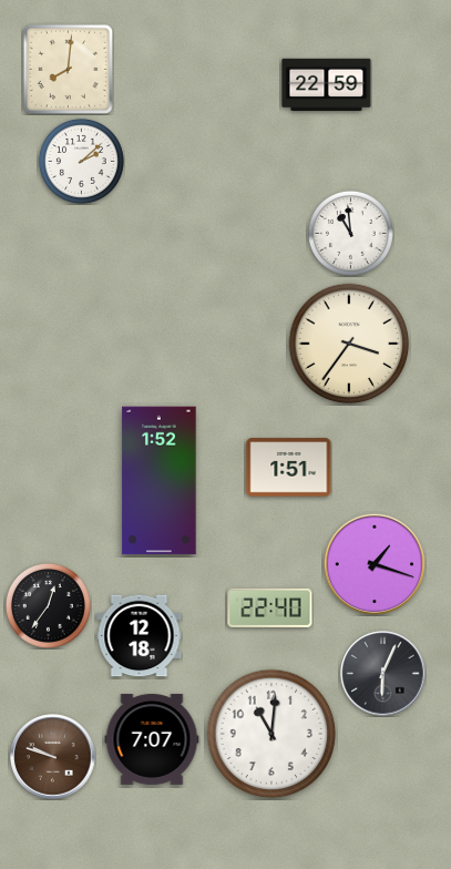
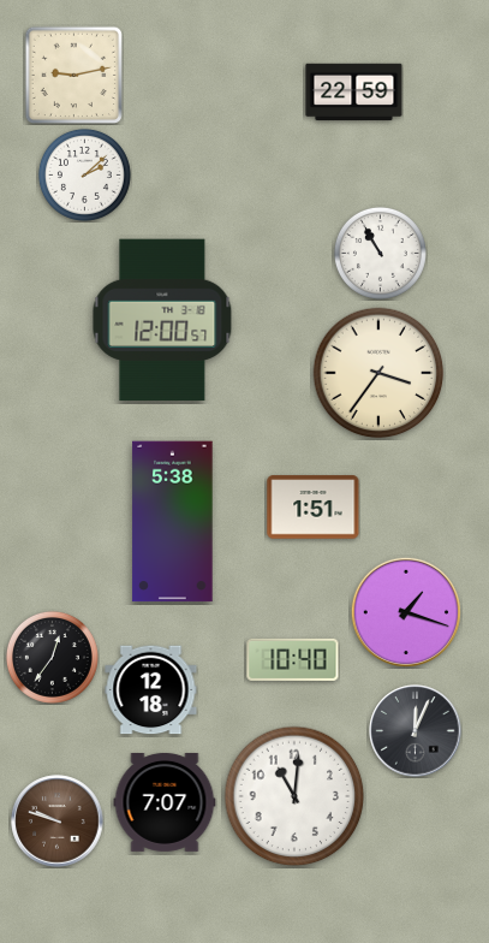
clock at (68, 69): 8:01 -> 9:13
clock at (81, 161) position: (81, 161) -> (84, 174)
clock at (350, 233): 10:59 -> 10:55
clock at (162, 320): none -> 12:00
clock at (160, 481): 1:52 -> 5:38
clock at (270, 607): 22:40 -> 10:40
clock at (383, 674): 6:04 -> 12:04
